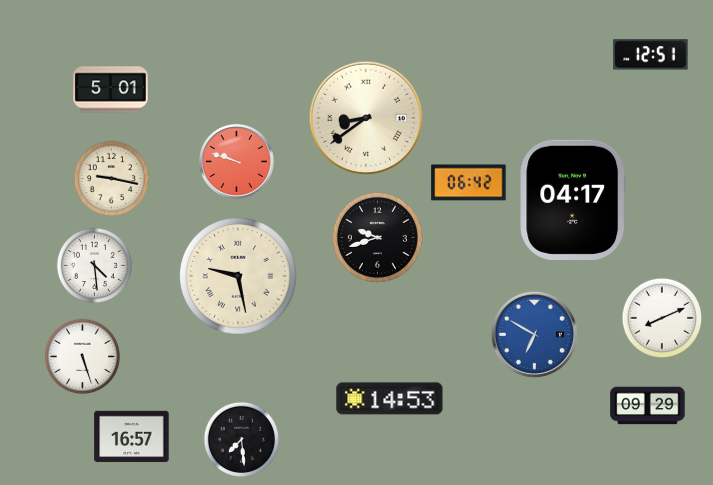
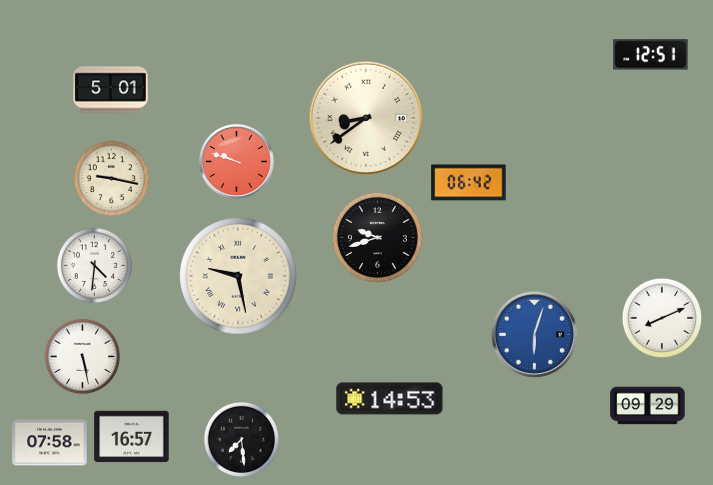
clock at (573, 200): 04:17 -> none
clock at (95, 266): 4:29 -> 4:31
clock at (534, 334): 6:50 -> 6:03
clock at (83, 357): 5:27 -> 5:28
clock at (50, 443): none -> 07:58
